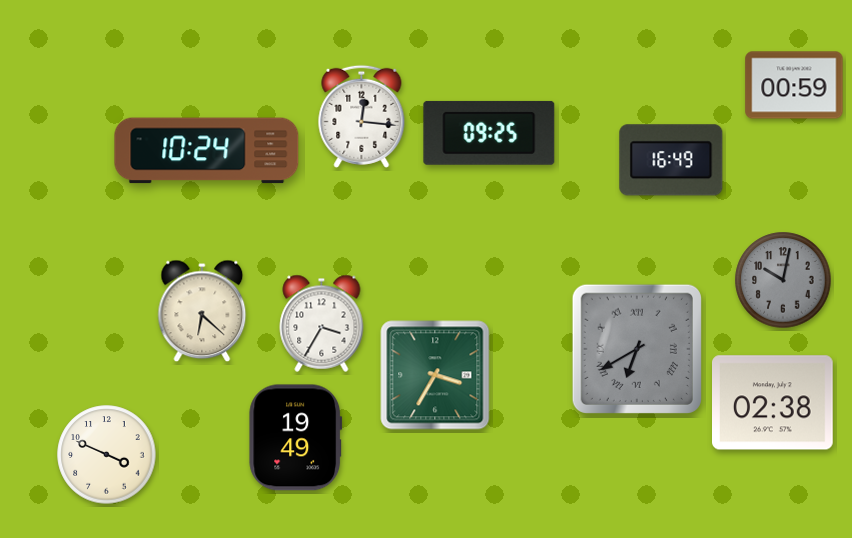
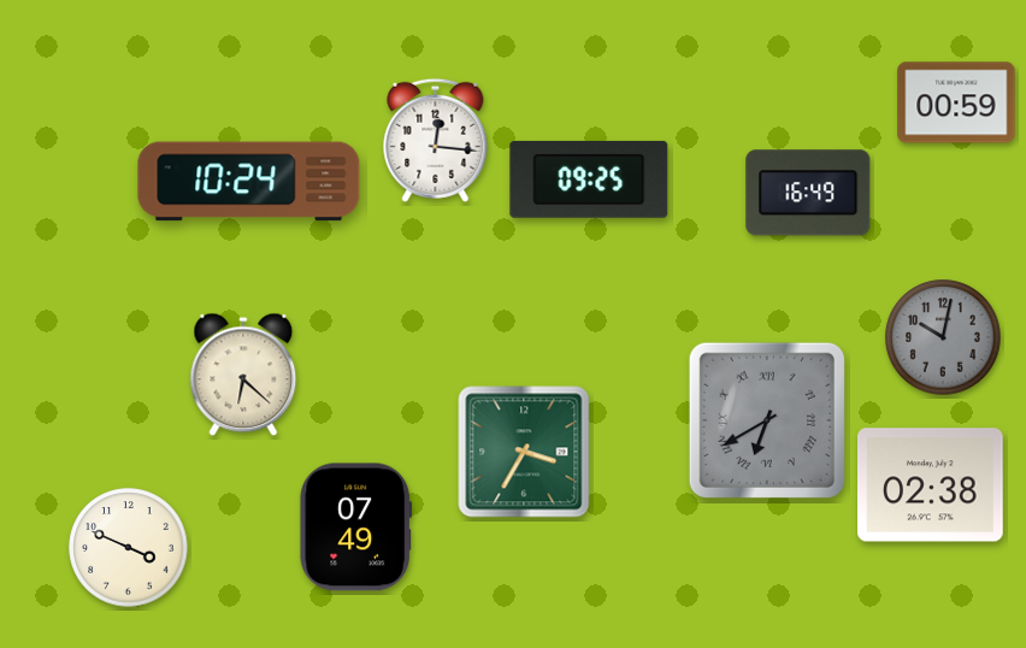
clock at (489, 133) position: (489, 133) -> (589, 179)
clock at (322, 323): 3:35 -> none
clock at (296, 438): 19:49 -> 07:49
